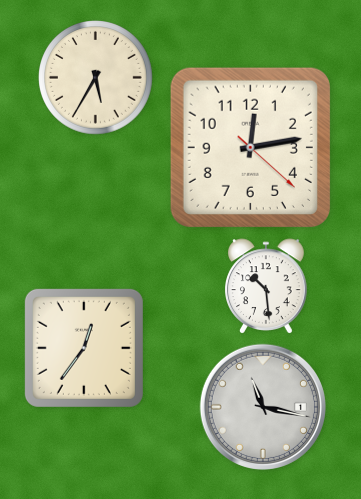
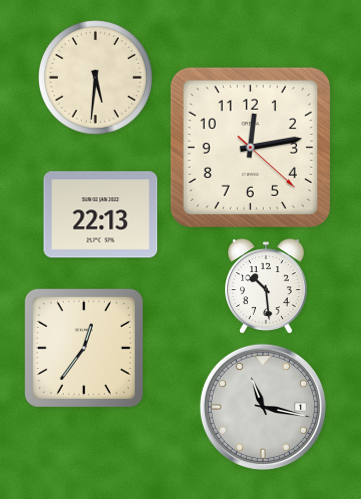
clock at (96, 78): 5:35 -> 5:31
clock at (101, 215): none -> 22:13
